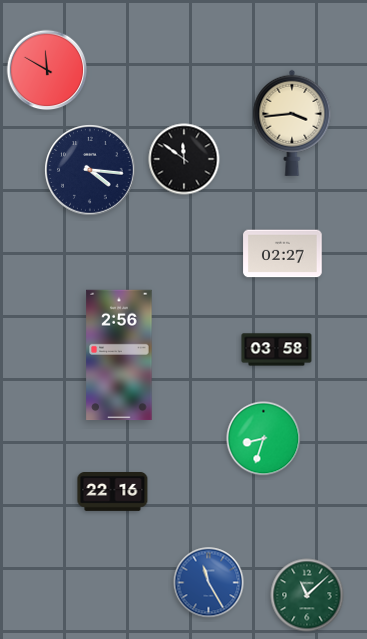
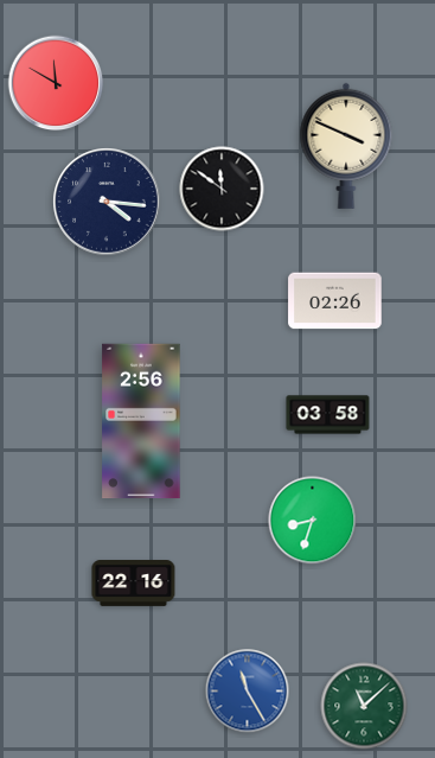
clock at (292, 123): 3:44 -> 3:49
clock at (184, 159) position: (184, 159) -> (222, 189)
clock at (283, 254): 02:27 -> 02:26
